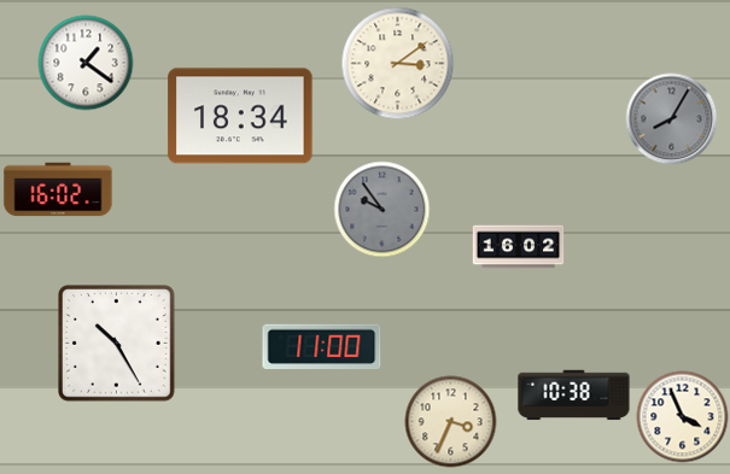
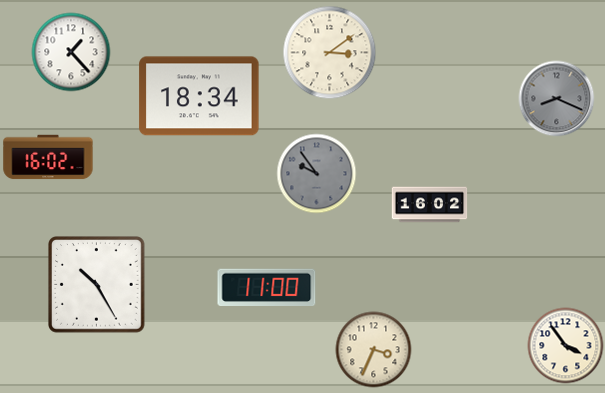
clock at (86, 63): 1:21 -> 1:23
clock at (672, 119): 8:05 -> 8:19
clock at (574, 396): 10:38 -> none
clock at (683, 417): 3:56 -> 3:54
